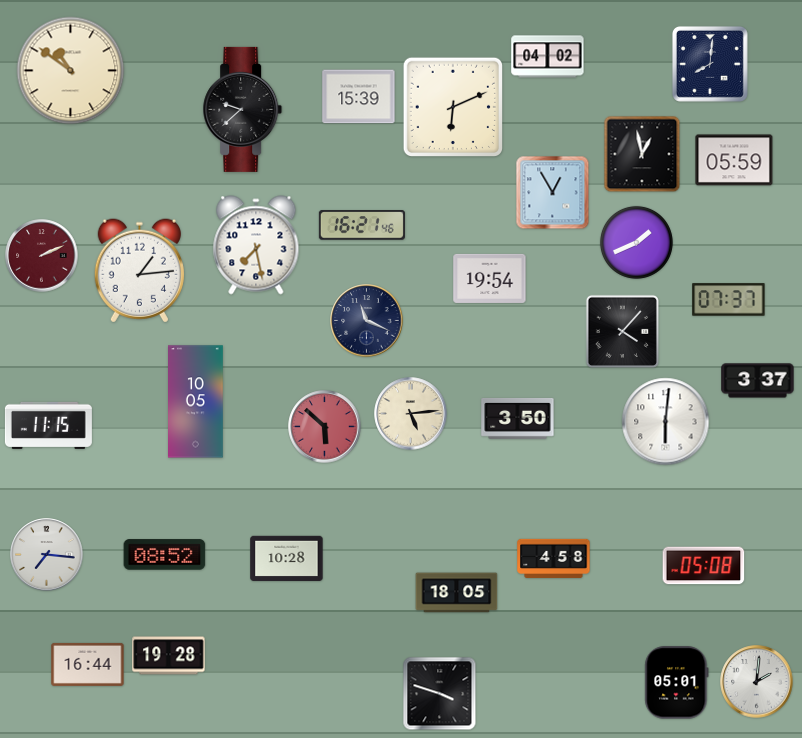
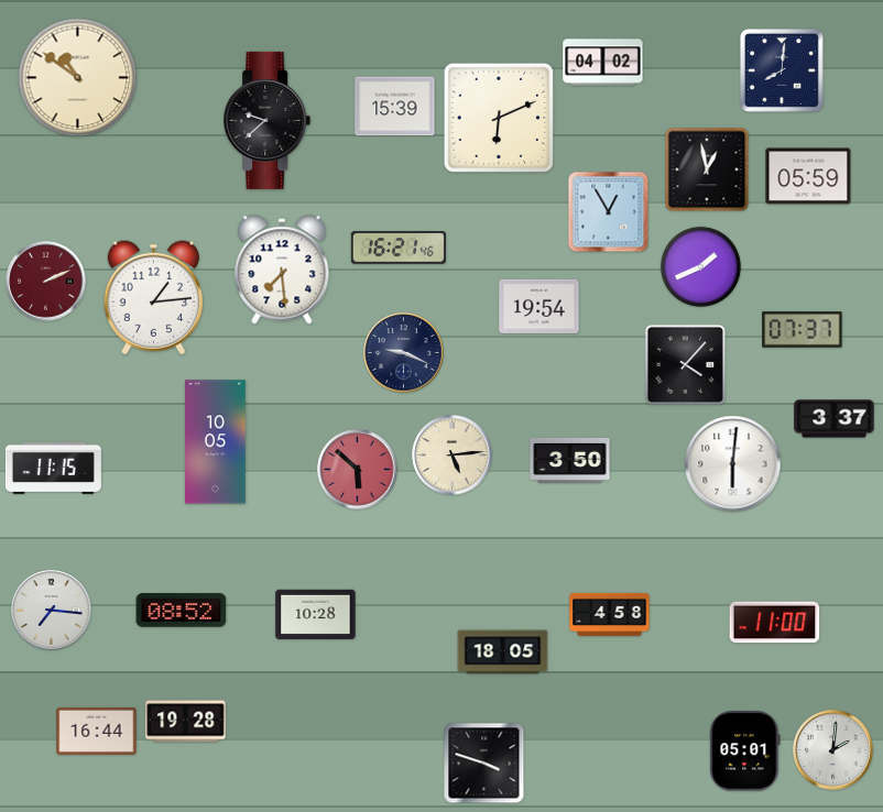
clock at (256, 245): 7:28 -> 7:29
clock at (367, 321): 11:19 -> 9:19
clock at (704, 566): 05:08 -> 11:00
